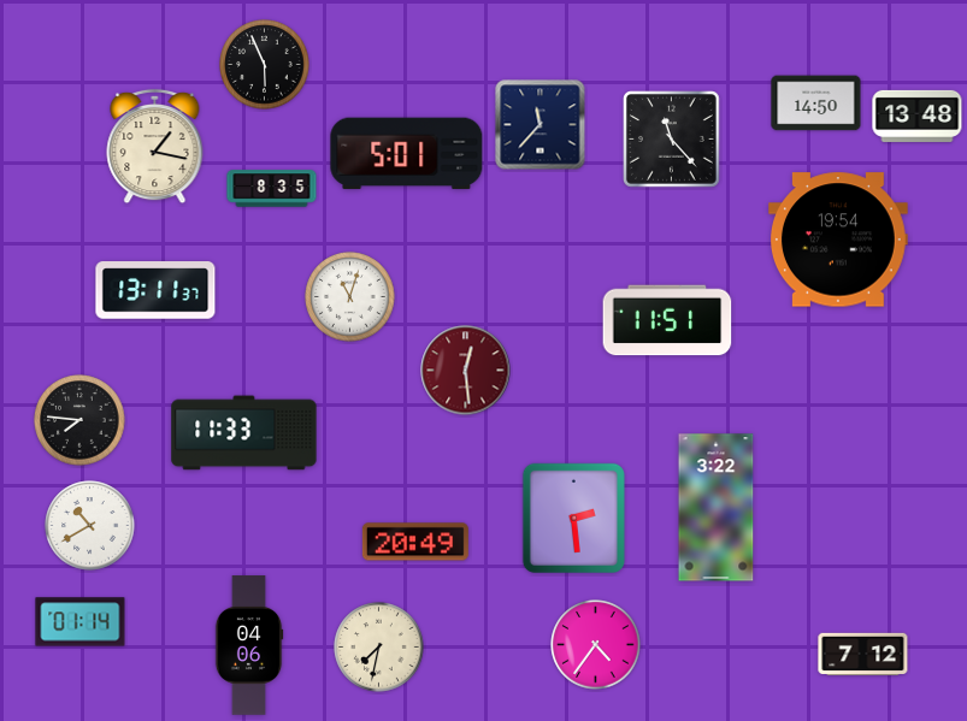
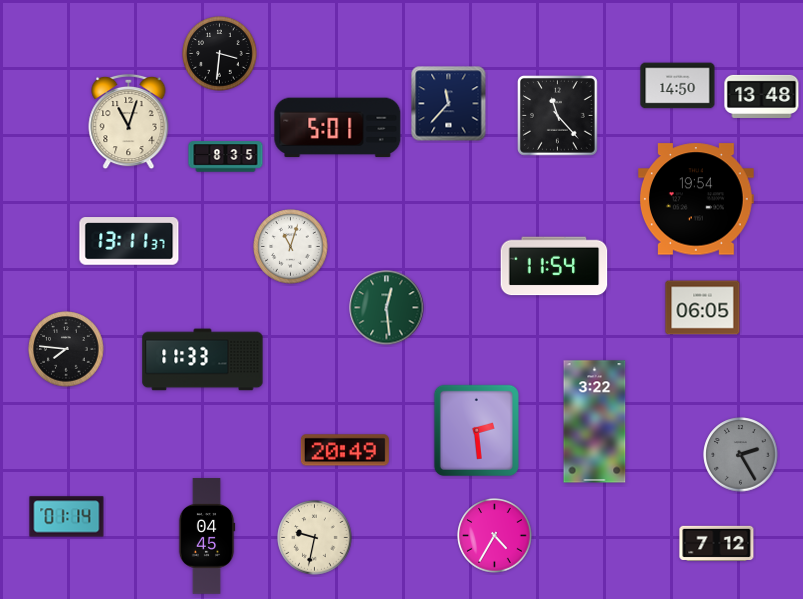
clock at (265, 65): 5:56 -> 3:31
clock at (155, 147): 1:17 -> 11:03
clock at (667, 320): 11:51 -> 11:54
clock at (466, 371) dial: burgundy -> green
clock at (703, 308): none -> 06:05
clock at (90, 526): 10:40 -> none
clock at (741, 455): none -> 2:25
clock at (249, 645): 04:06 -> 04:45
clock at (596, 645): 4:36 -> 4:35
clock at (379, 648): 7:32 -> 9:32
